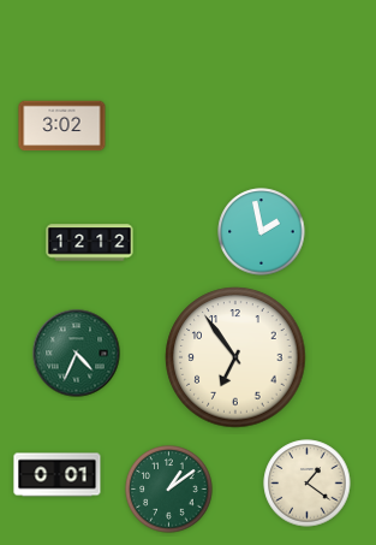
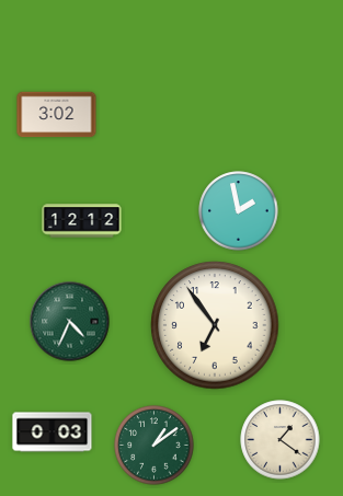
clock at (58, 475): 0:01 -> 0:03
